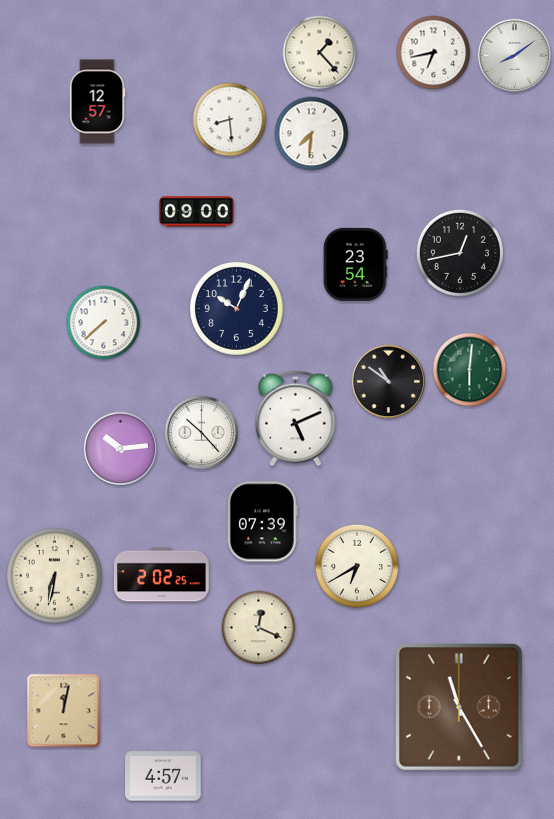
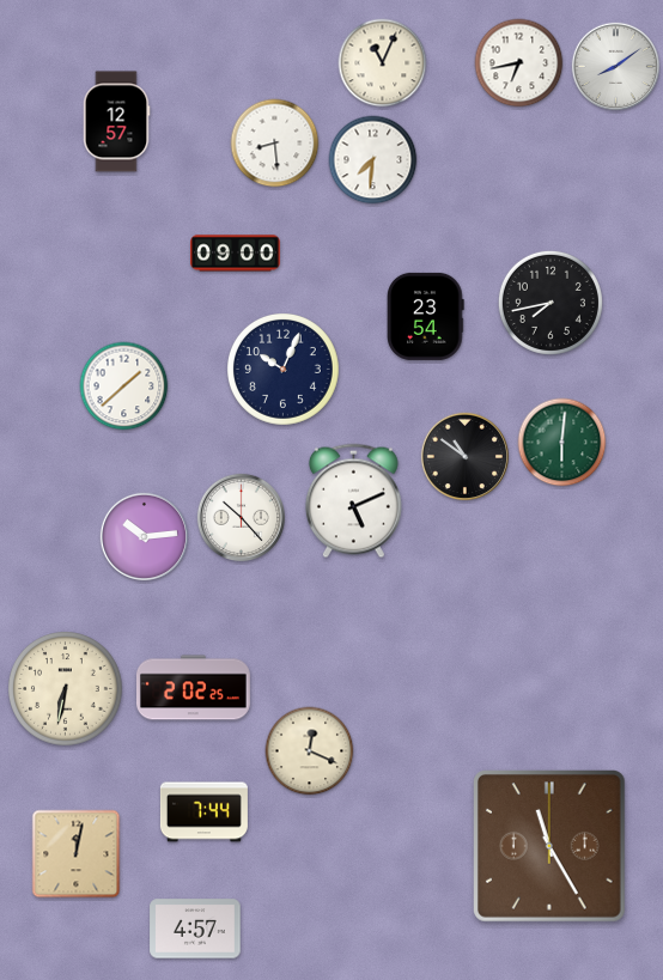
clock at (320, 53): 1:23 -> 11:04
clock at (460, 253): 12:43 -> 7:43
clock at (104, 323): 7:38 -> 1:38
clock at (262, 522): 07:39 -> none
clock at (356, 565): 6:40 -> none
clock at (203, 812): none -> 7:44
clock at (64, 711) position: (64, 711) -> (77, 854)
